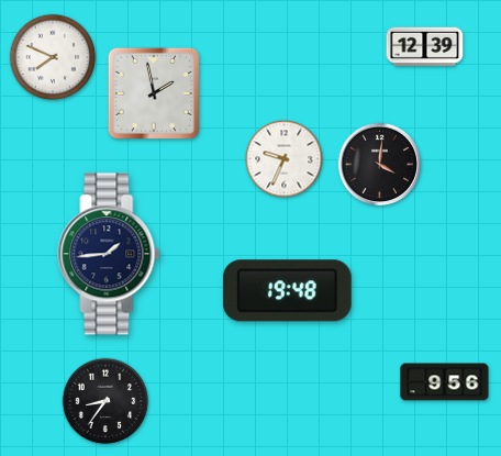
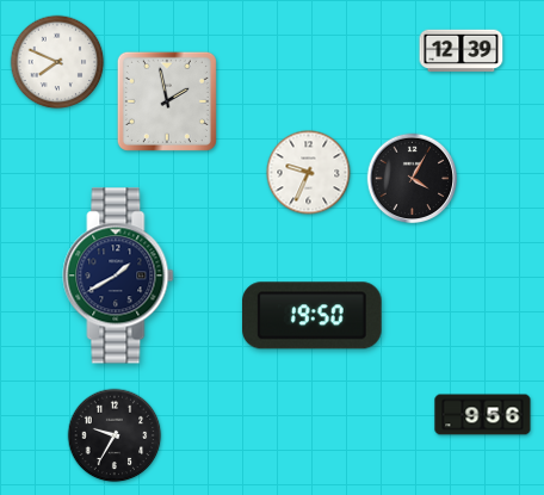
clock at (380, 165): 4:01 -> 4:05
clock at (109, 254): 1:44 -> 1:40
clock at (287, 291): 19:48 -> 19:50
clock at (105, 401): 8:36 -> 9:35
